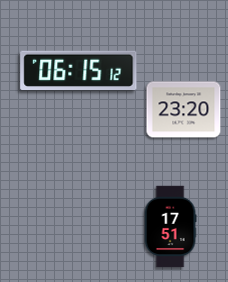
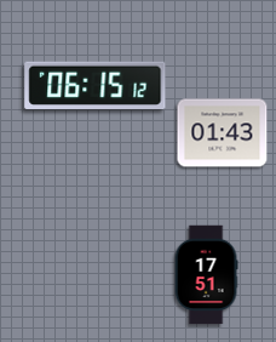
clock at (184, 110): 23:20 -> 01:43
